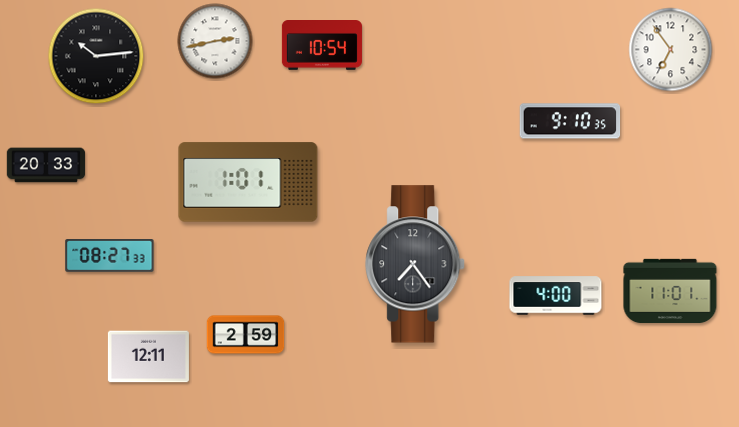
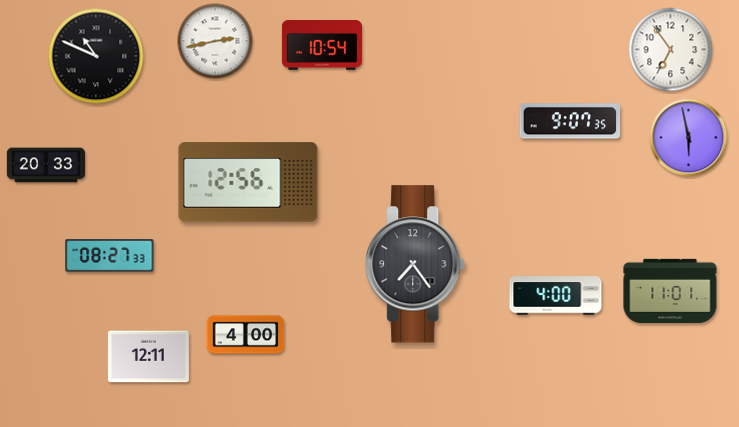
clock at (96, 56): 10:14 -> 10:49
clock at (570, 121): 9:10 -> 9:07
clock at (689, 138): none -> 5:58
clock at (248, 182): 1:01 -> 12:56
clock at (246, 335): 2:59 -> 4:00
